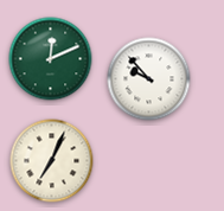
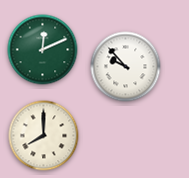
clock at (52, 161): 7:04 -> 8:00
